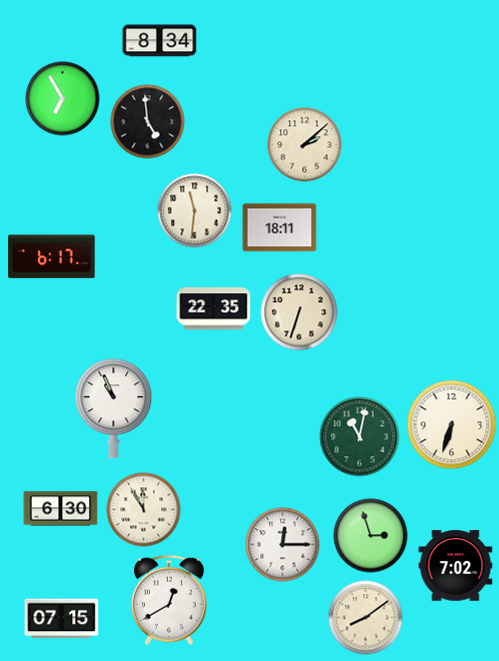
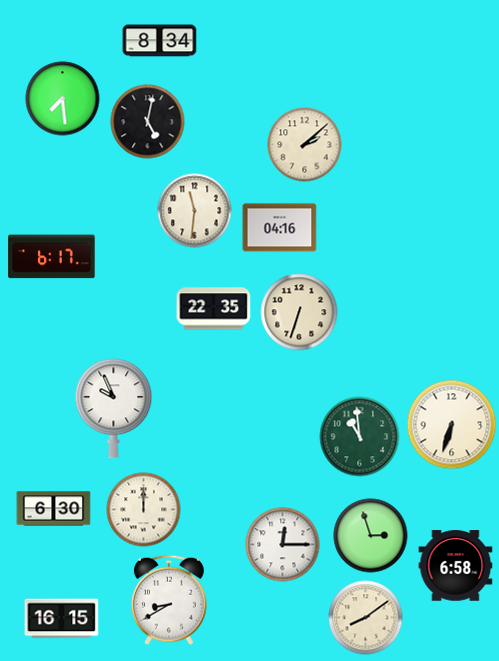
clock at (63, 99): 6:55 -> 7:29
clock at (148, 122): 4:59 -> 5:02
clock at (280, 228): 18:11 -> 04:16
clock at (114, 409): 10:56 -> 9:56
clock at (360, 437): 11:02 -> 10:59
clock at (61, 509) position: (61, 509) -> (54, 509)
clock at (144, 510): 11:55 -> 12:00
clock at (456, 566): 7:02 -> 6:58
clock at (169, 600): 12:40 -> 8:40
clock at (62, 619): 07:15 -> 16:15
